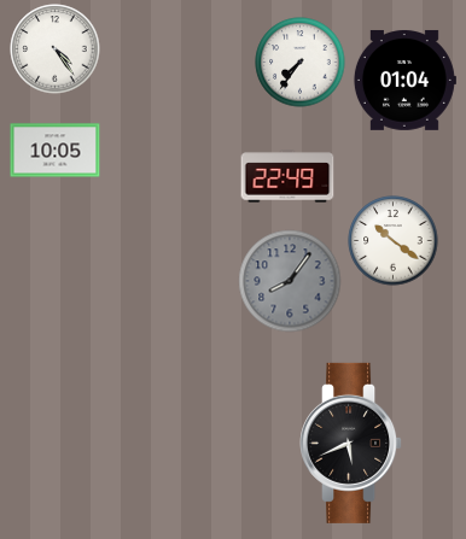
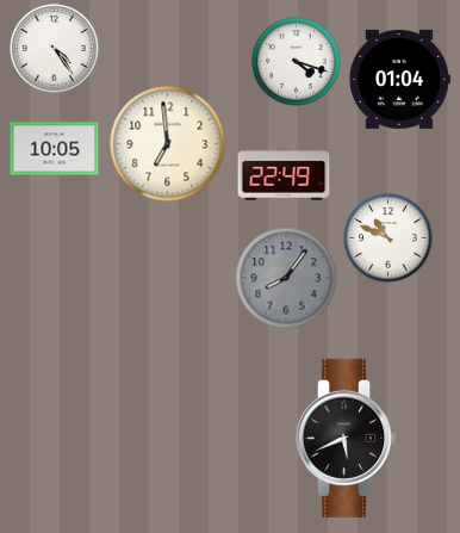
clock at (301, 63): 7:36 -> 4:18
clock at (168, 144): none -> 6:59
clock at (394, 241): 10:21 -> 10:49
